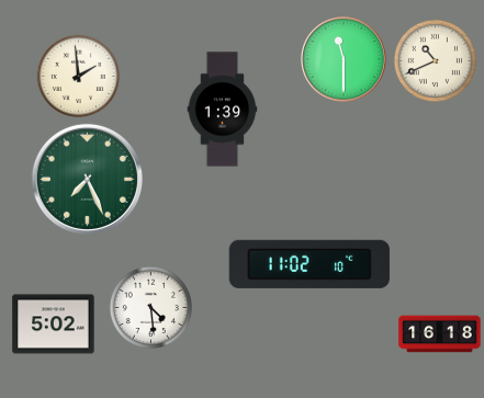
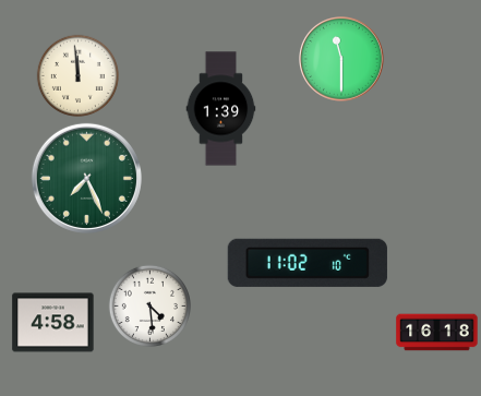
clock at (435, 60): 10:41 -> none
clock at (78, 76): 1:59 -> 11:59
clock at (54, 325): 5:02 -> 4:58
